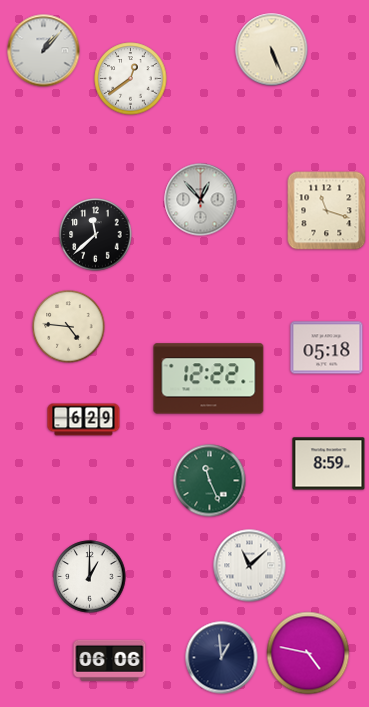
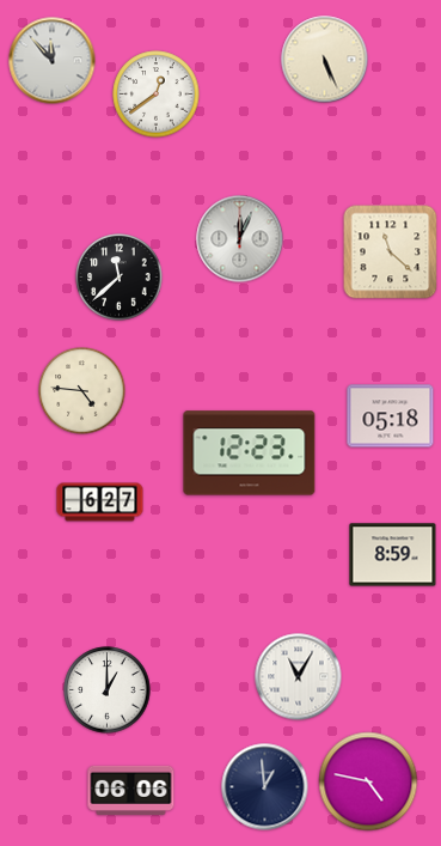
clock at (44, 51): 1:07 -> 11:53
clock at (201, 200): 12:53 -> 12:04
clock at (327, 211): 11:18 -> 11:22
clock at (96, 235) position: (96, 235) -> (120, 278)
clock at (209, 379): 12:22 -> 12:23
clock at (84, 420): 6:29 -> 6:27
clock at (210, 481): 11:26 -> none
clock at (250, 566): 11:08 -> 11:05
